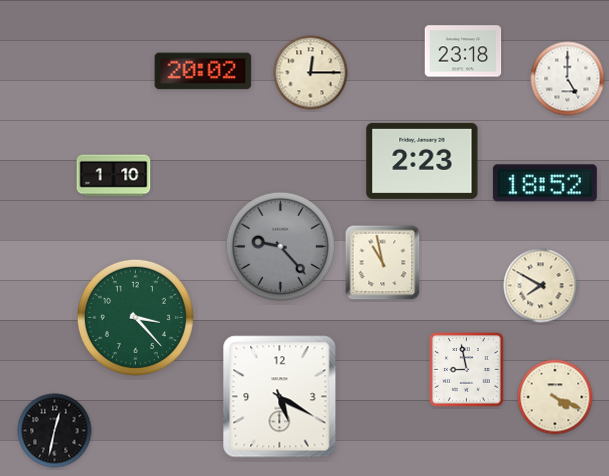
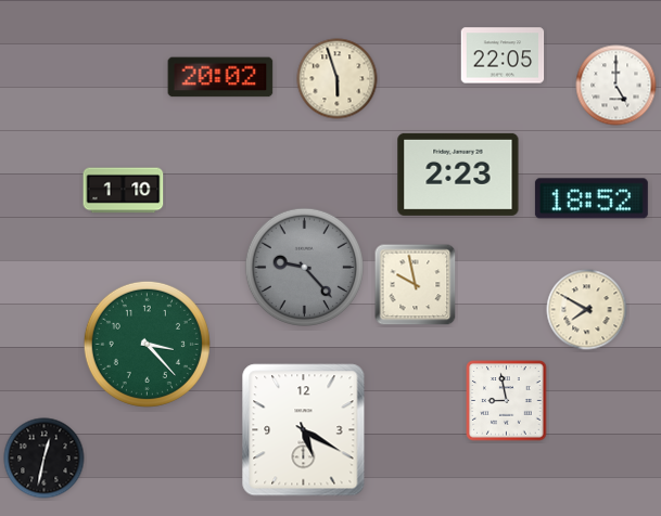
clock at (463, 51): 23:18 -> 22:05
clock at (311, 73): 12:15 -> 5:57
clock at (383, 263): 10:58 -> 9:58
clock at (555, 397): 4:19 -> none
clock at (55, 431) position: (55, 431) -> (45, 459)
